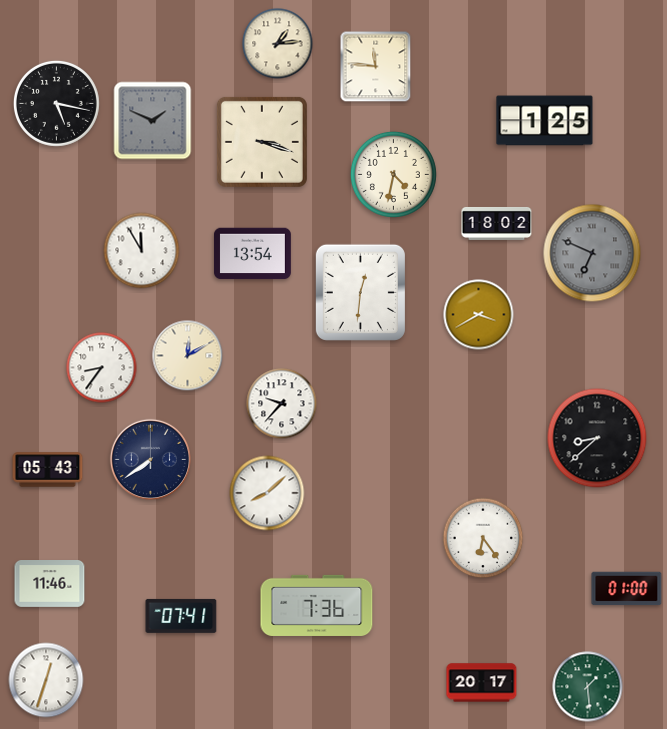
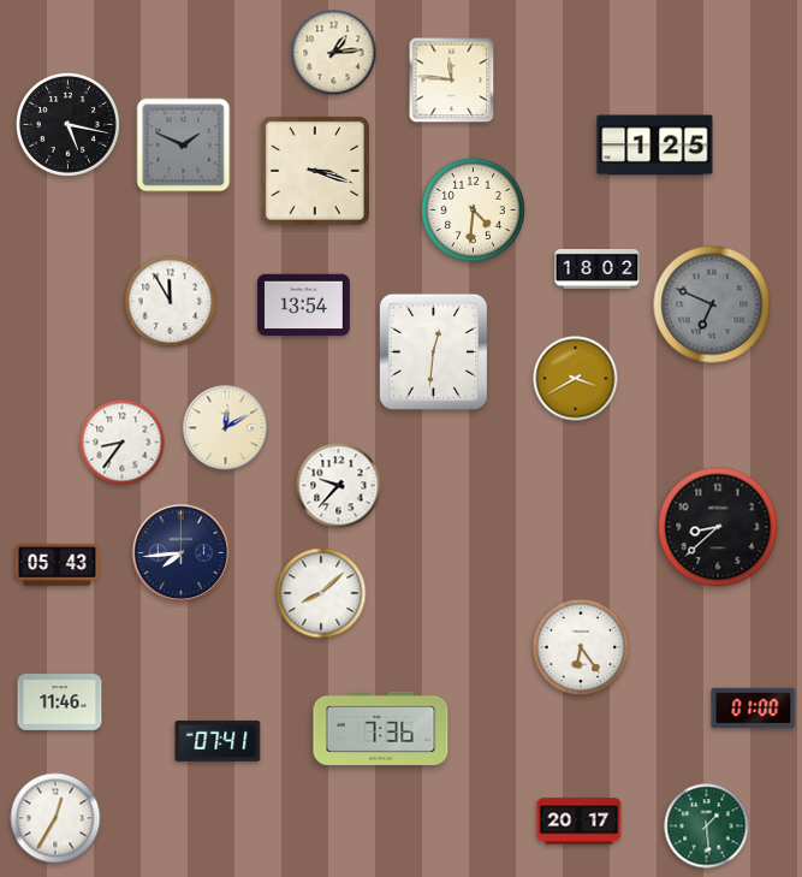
clock at (393, 174): 4:32 -> 4:31
clock at (150, 459): 7:39 -> 7:44
clock at (46, 680): 12:33 -> 12:35
